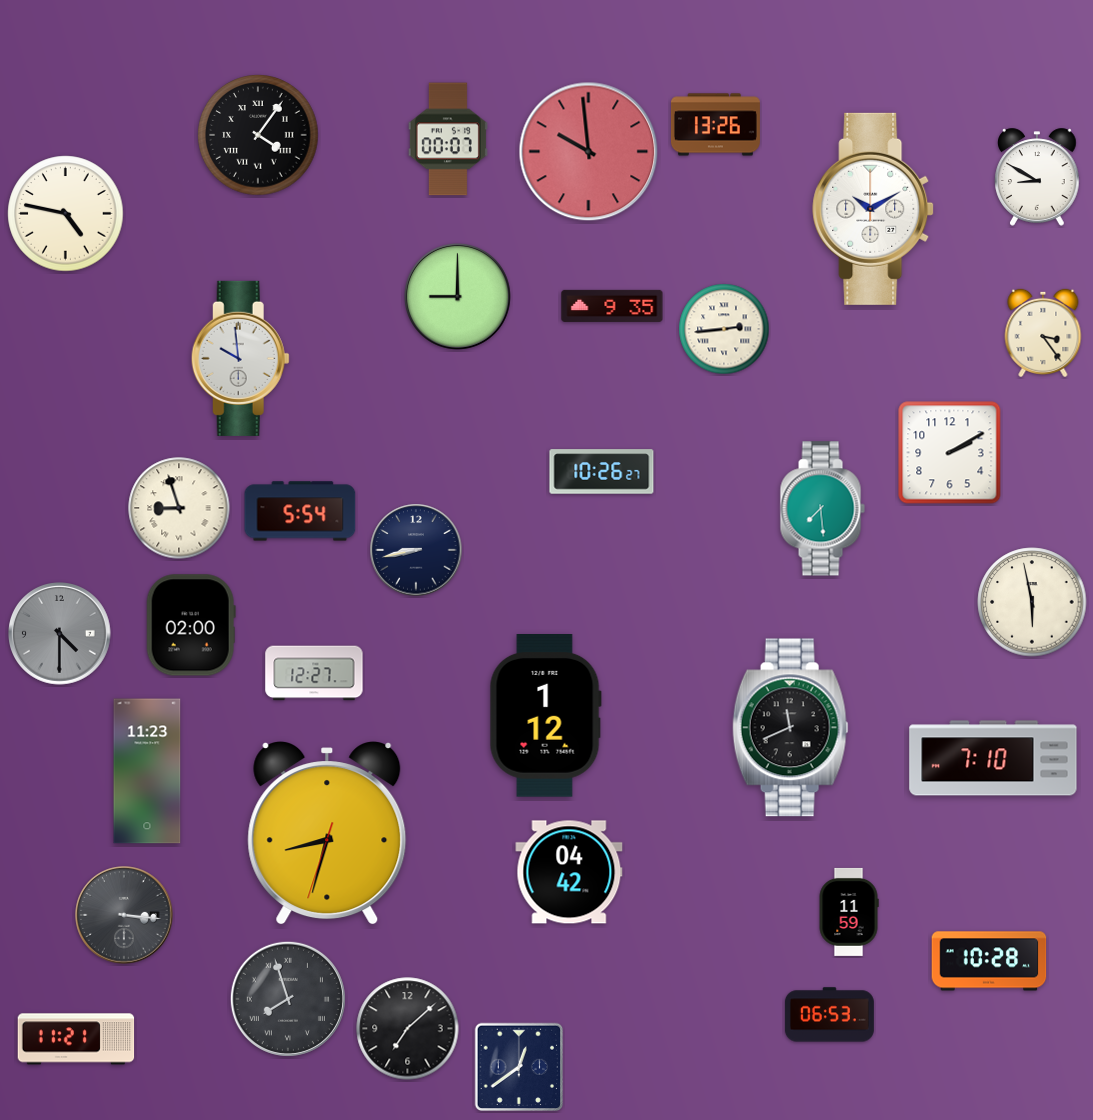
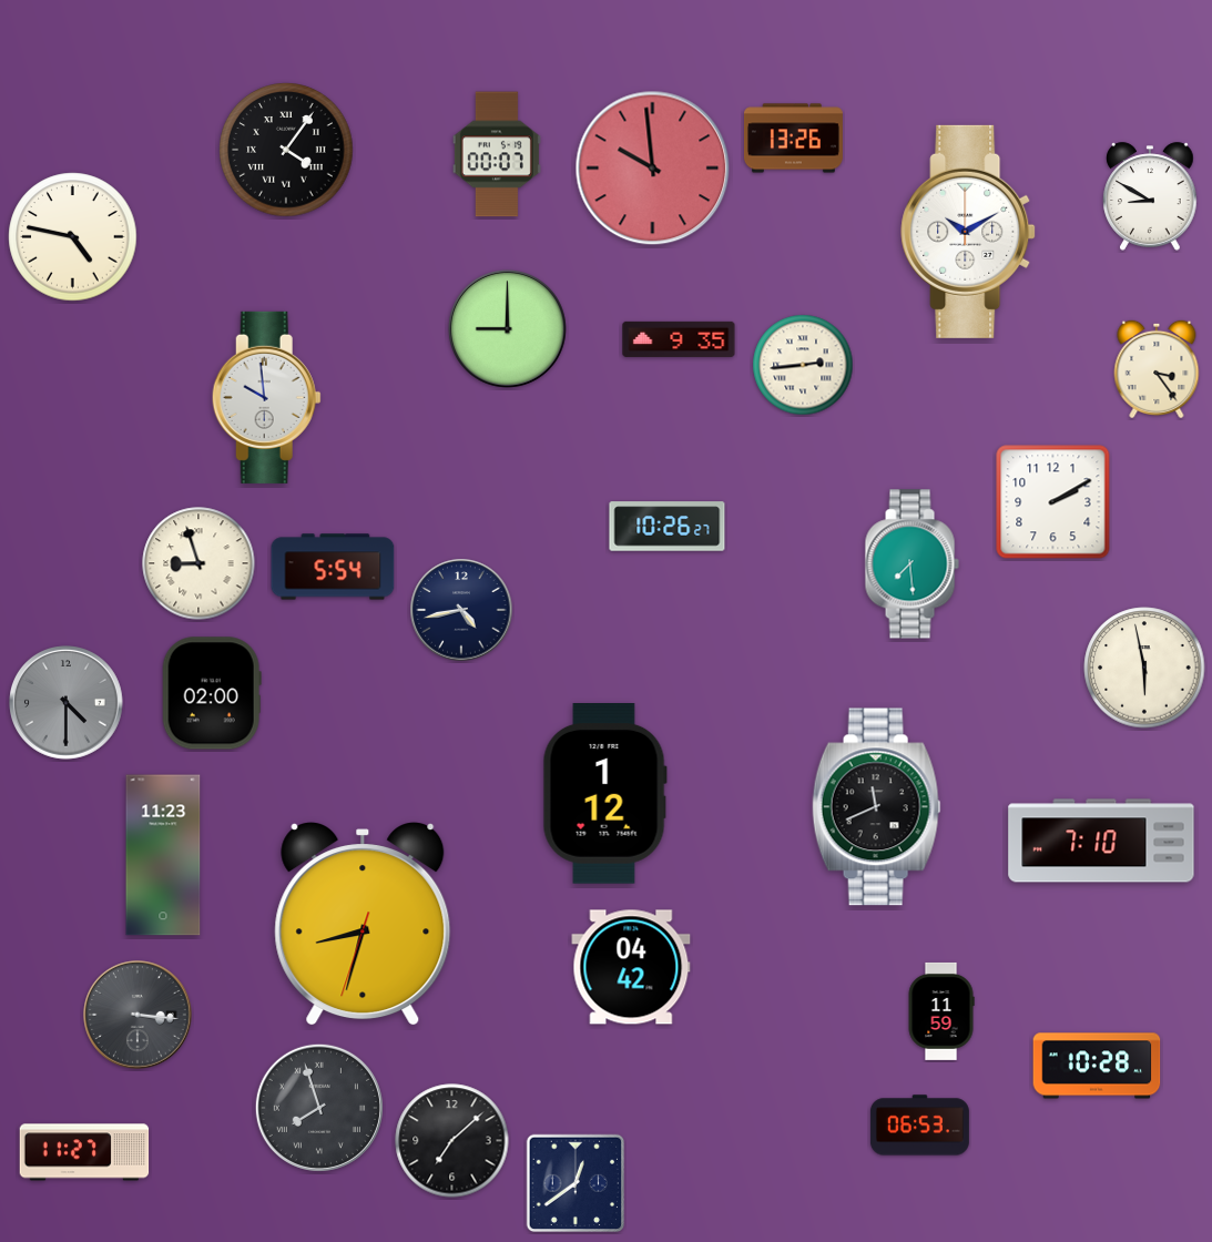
clock at (602, 472) position: (602, 472) -> (668, 527)
clock at (416, 550): 8:43 -> 4:43
clock at (314, 673): 12:27 -> none
clock at (76, 1039): 11:21 -> 11:27
